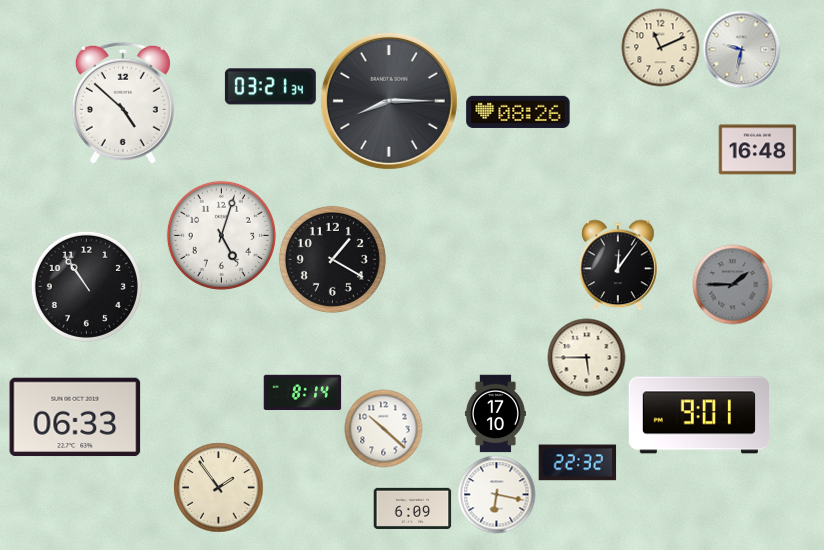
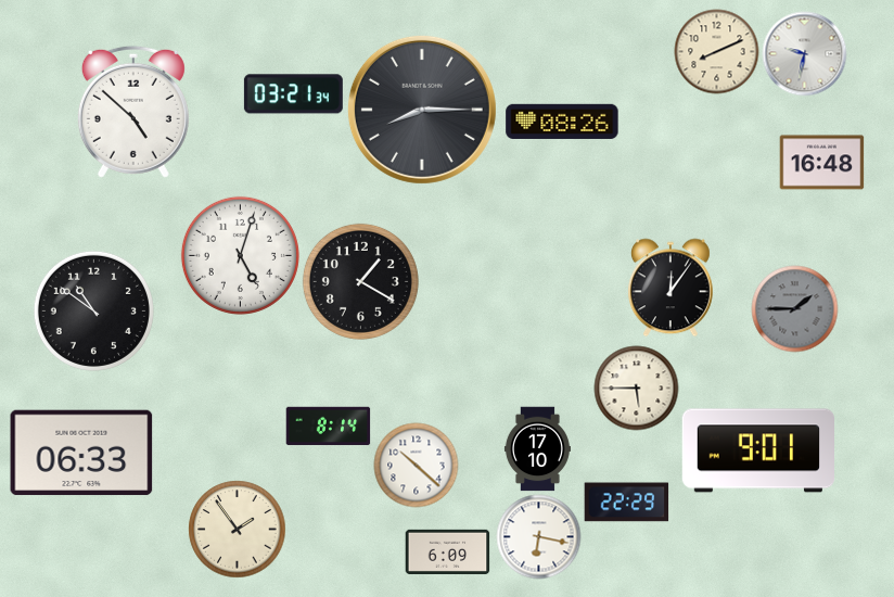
clock at (660, 47): 11:11 -> 8:11
clock at (86, 286): 10:54 -> 10:51
clock at (577, 463): 22:32 -> 22:29
